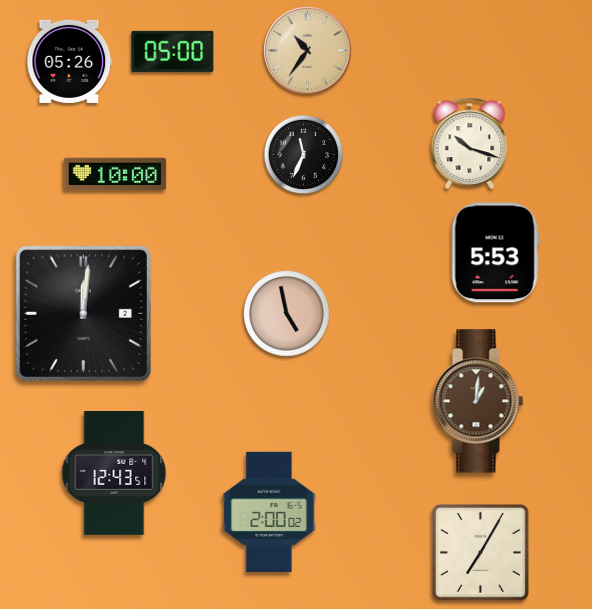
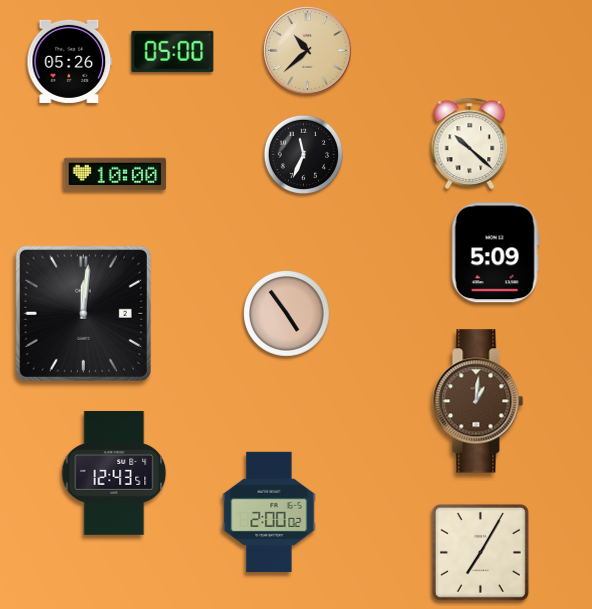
clock at (308, 51): 10:36 -> 10:38
clock at (470, 143): 10:18 -> 10:22
clock at (495, 253): 5:53 -> 5:09
clock at (287, 314): 4:58 -> 4:54
